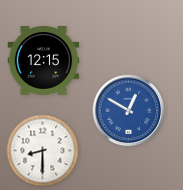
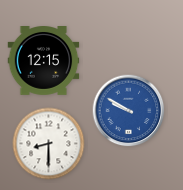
clock at (129, 111): 12:50 -> 9:50
clock at (43, 151) position: (43, 151) -> (49, 144)
